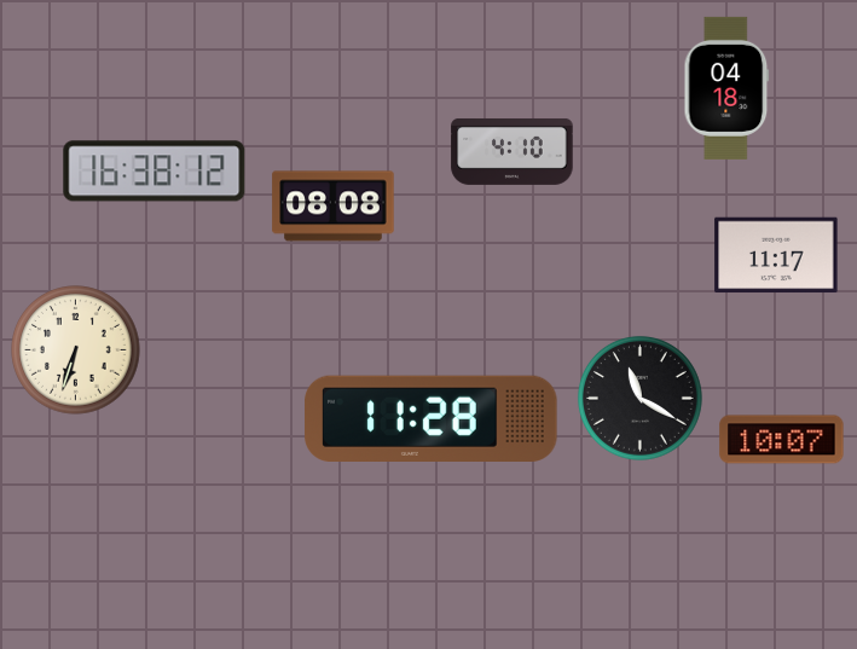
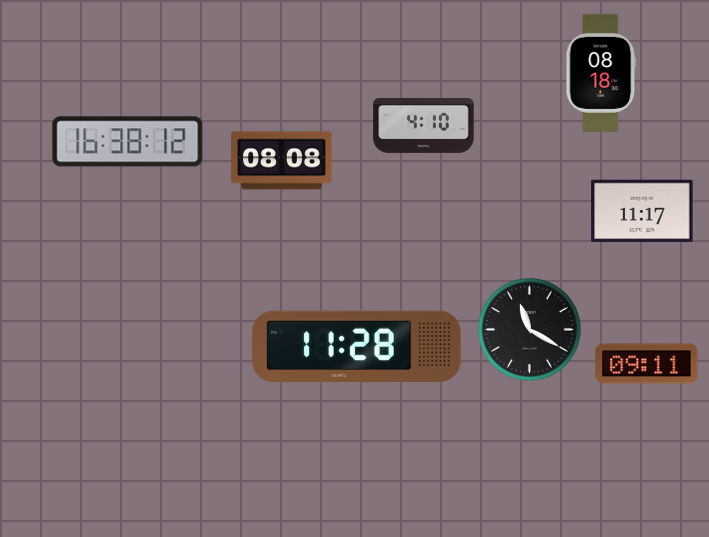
clock at (726, 88): 04:18 -> 08:18
clock at (334, 207) position: (334, 207) -> (282, 161)
clock at (76, 350): 6:33 -> none
clock at (782, 440): 10:07 -> 09:11
